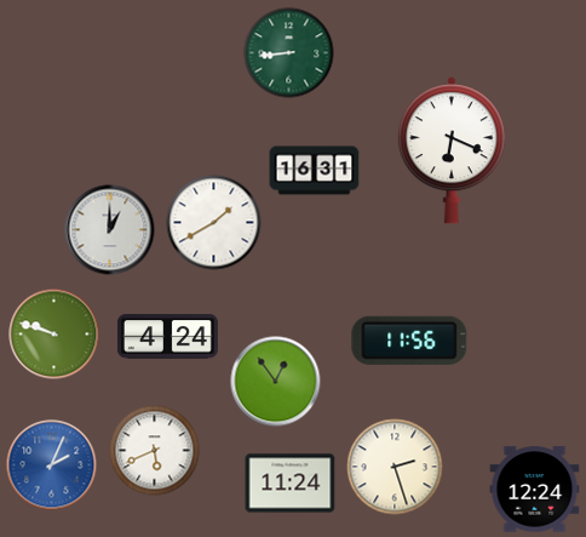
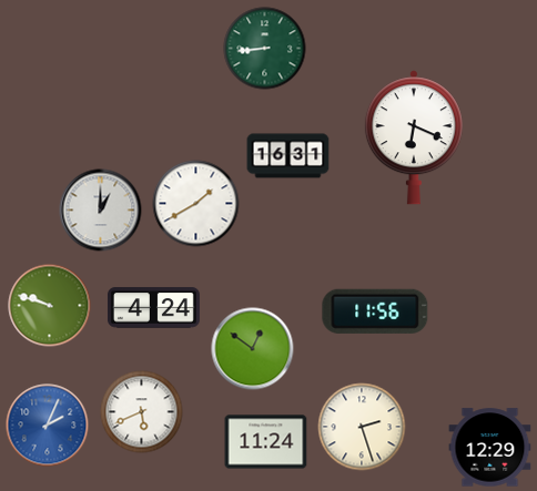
clock at (276, 382): 12:54 -> 12:51
clock at (535, 490): 12:24 -> 12:29
